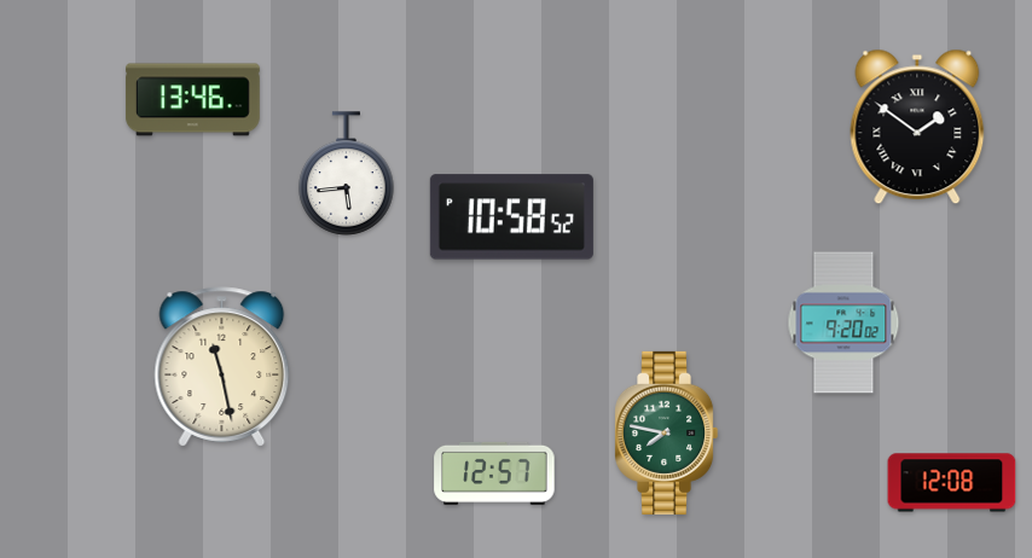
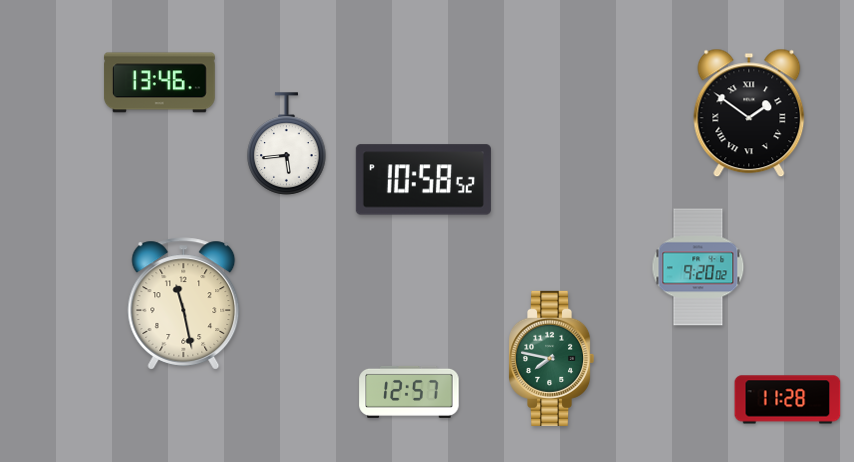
clock at (917, 127) position: (917, 127) -> (749, 113)
clock at (952, 483): 12:08 -> 11:28
